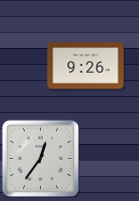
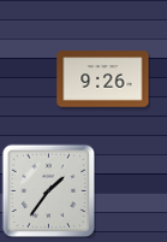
clock at (40, 158): 12:36 -> 1:36
